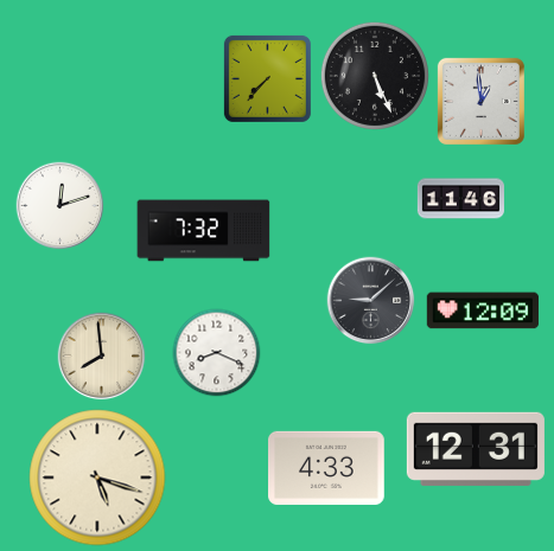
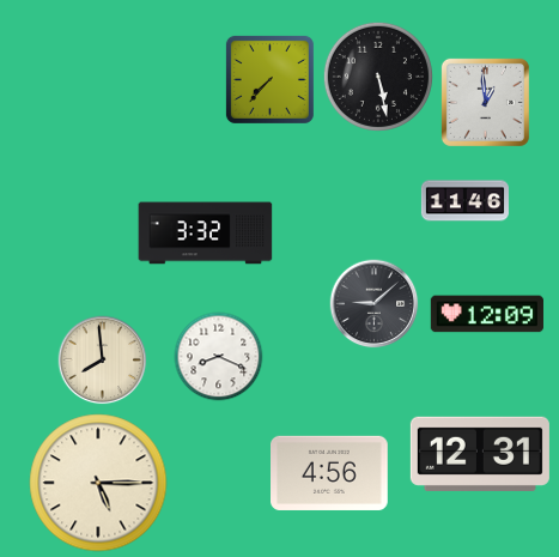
clock at (375, 76): 5:26 -> 5:28
clock at (61, 206): 12:12 -> none
clock at (204, 231): 7:32 -> 3:32
clock at (327, 468): 4:33 -> 4:56
clock at (97, 478): 5:18 -> 5:15
